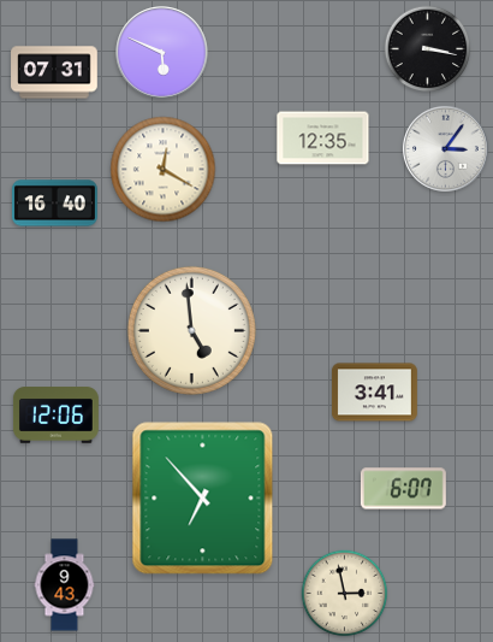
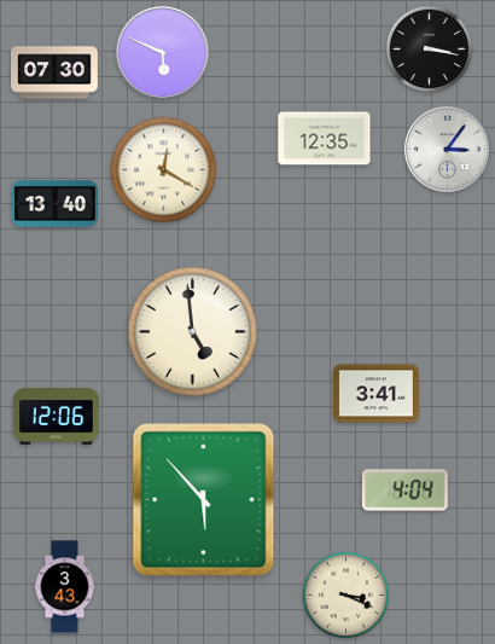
clock at (54, 72): 07:31 -> 07:30
clock at (54, 204): 16:40 -> 13:40
clock at (403, 489): 6:07 -> 4:04
clock at (203, 499): 6:53 -> 5:53
clock at (65, 585): 9:43 -> 3:43
clock at (345, 594): 2:58 -> 3:19
